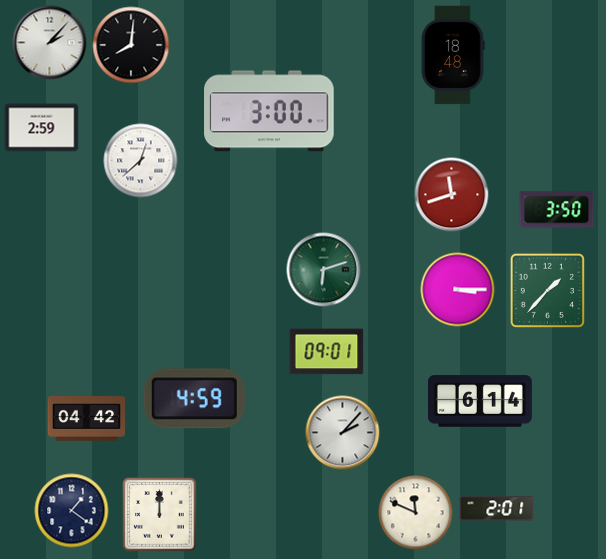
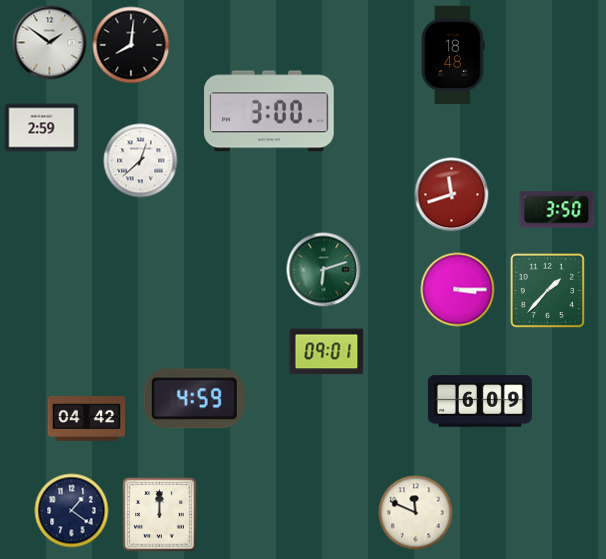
clock at (50, 43): 2:07 -> 1:51
clock at (480, 401): 6:14 -> 6:09
clock at (343, 433): 2:07 -> none
clock at (497, 509): 2:01 -> none
